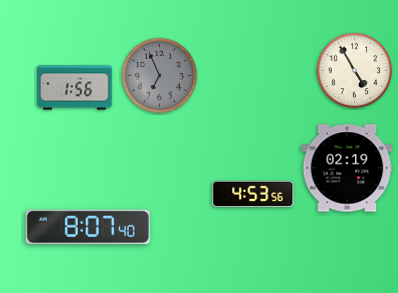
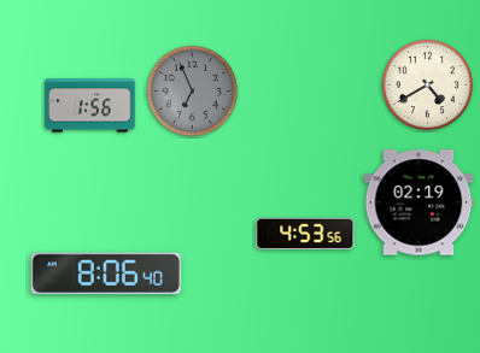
clock at (355, 71): 4:55 -> 4:40
clock at (88, 227): 8:07 -> 8:06
